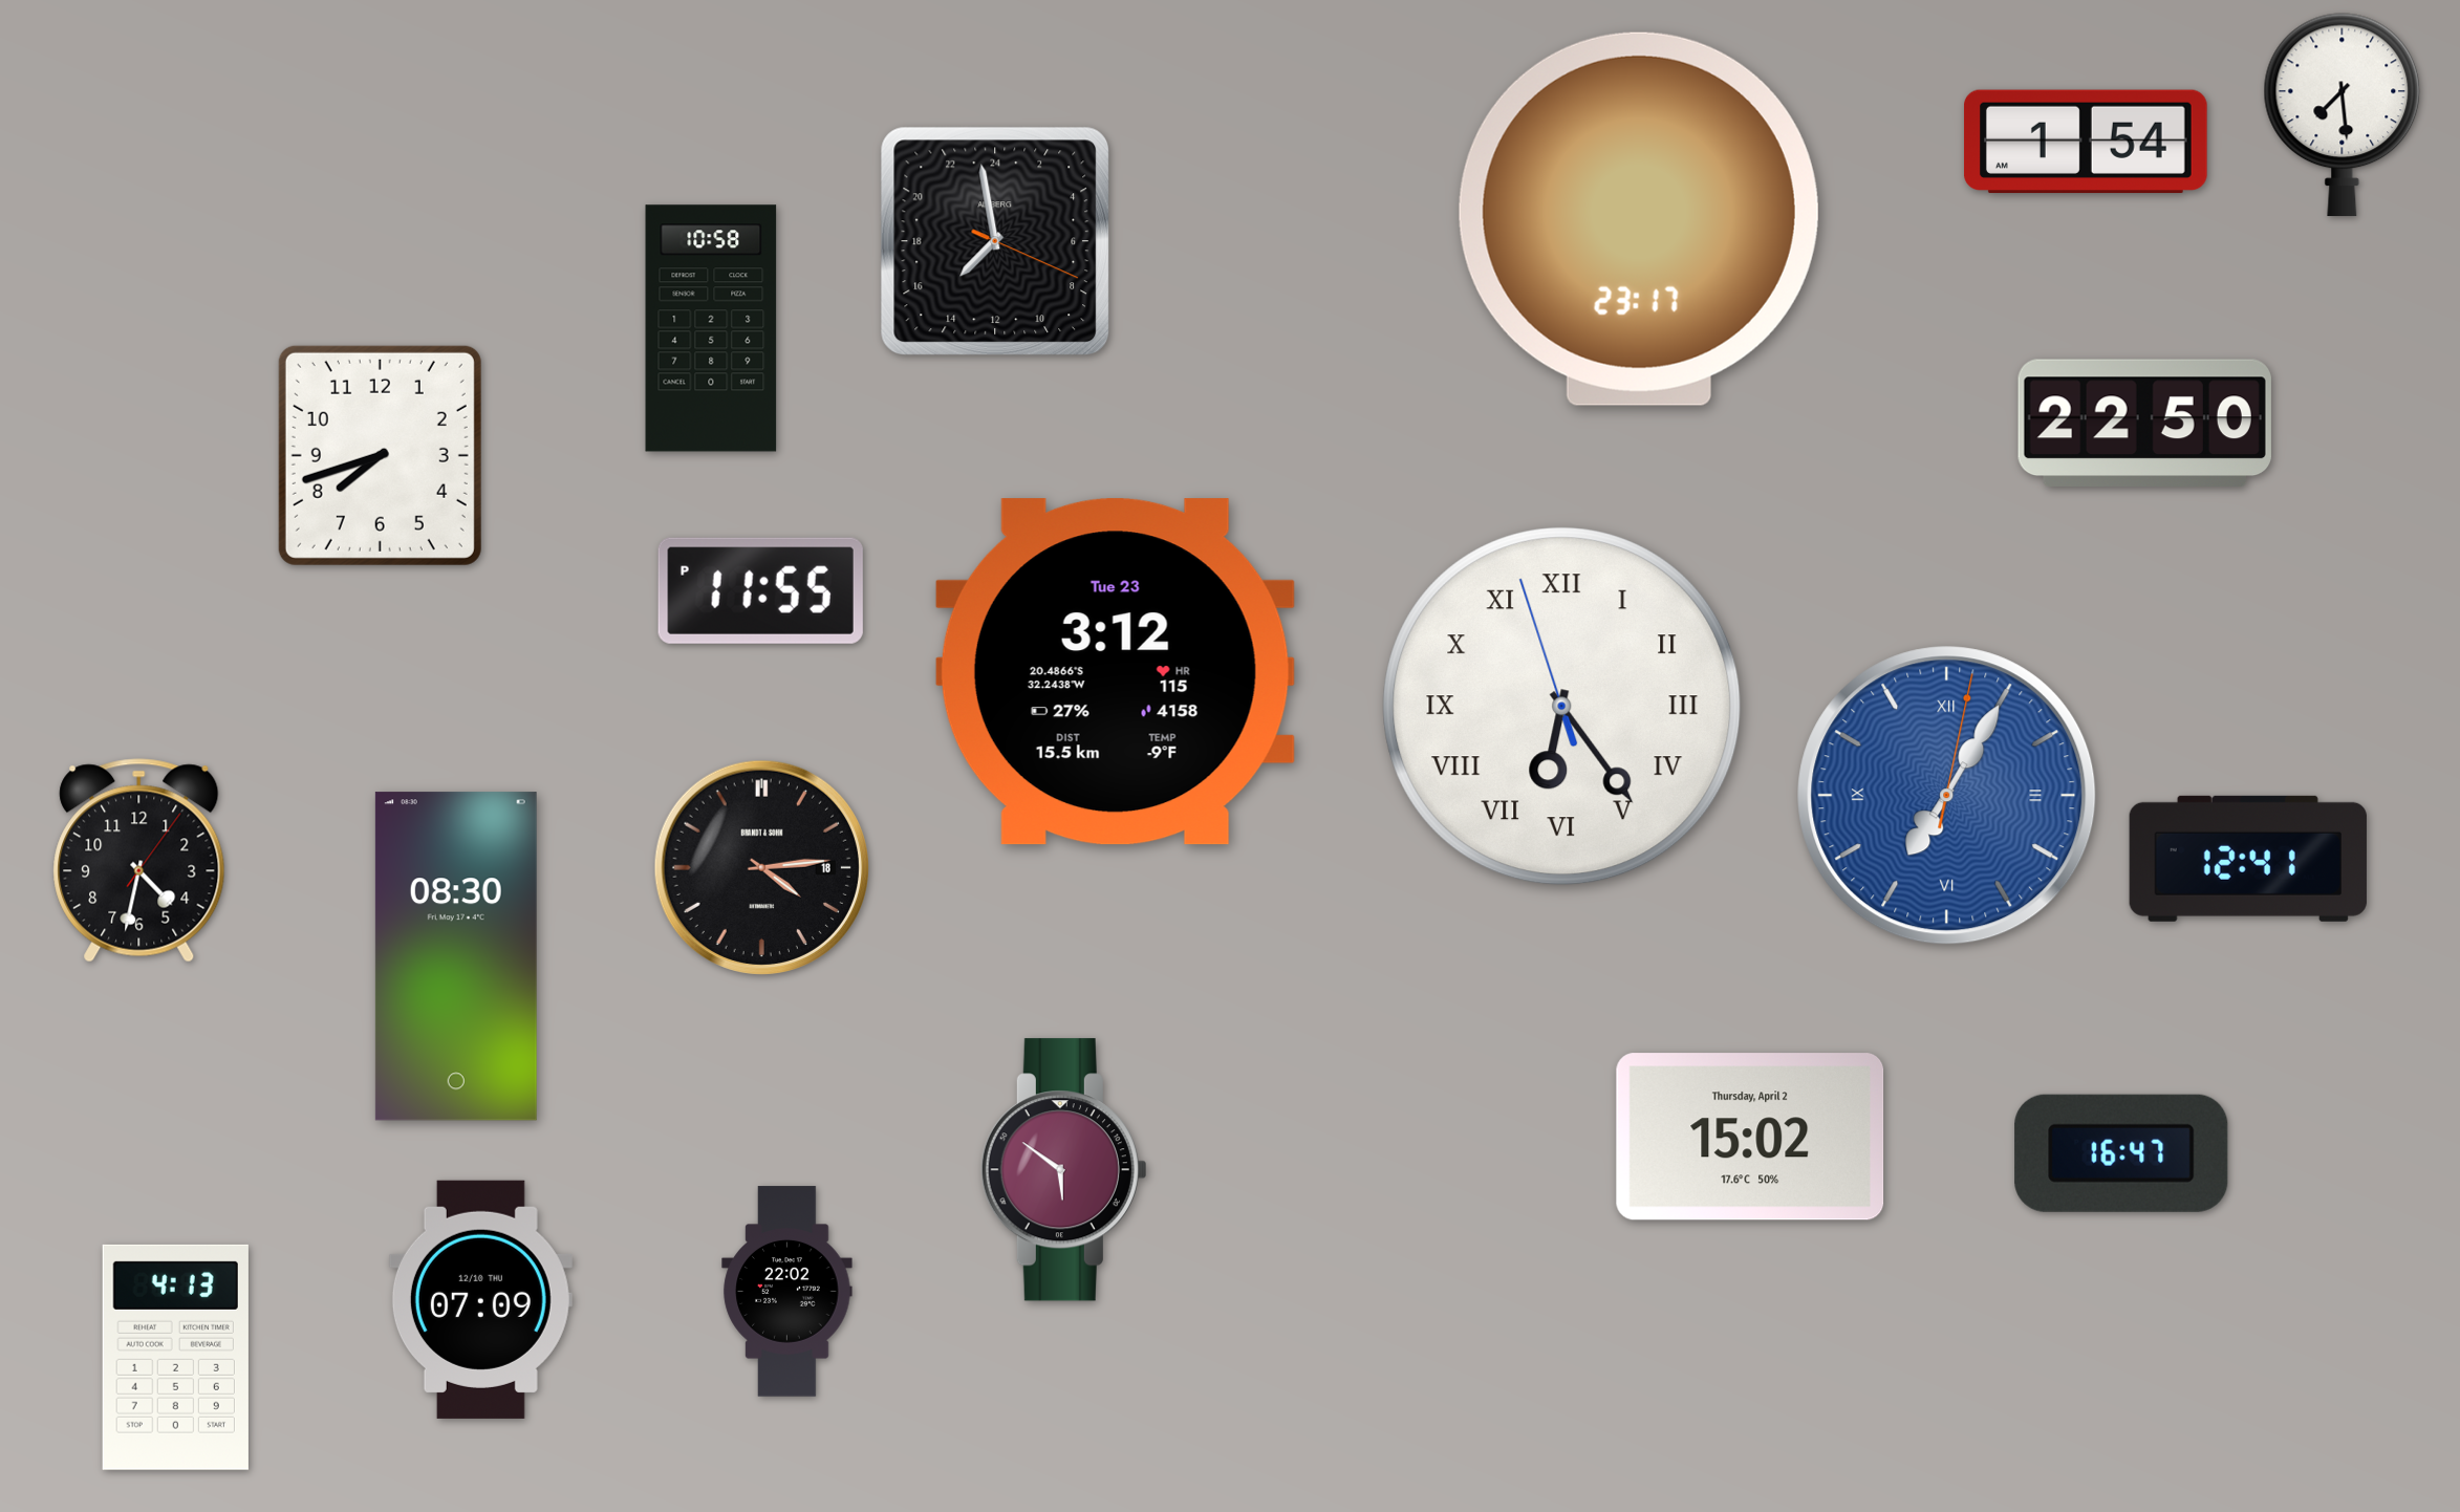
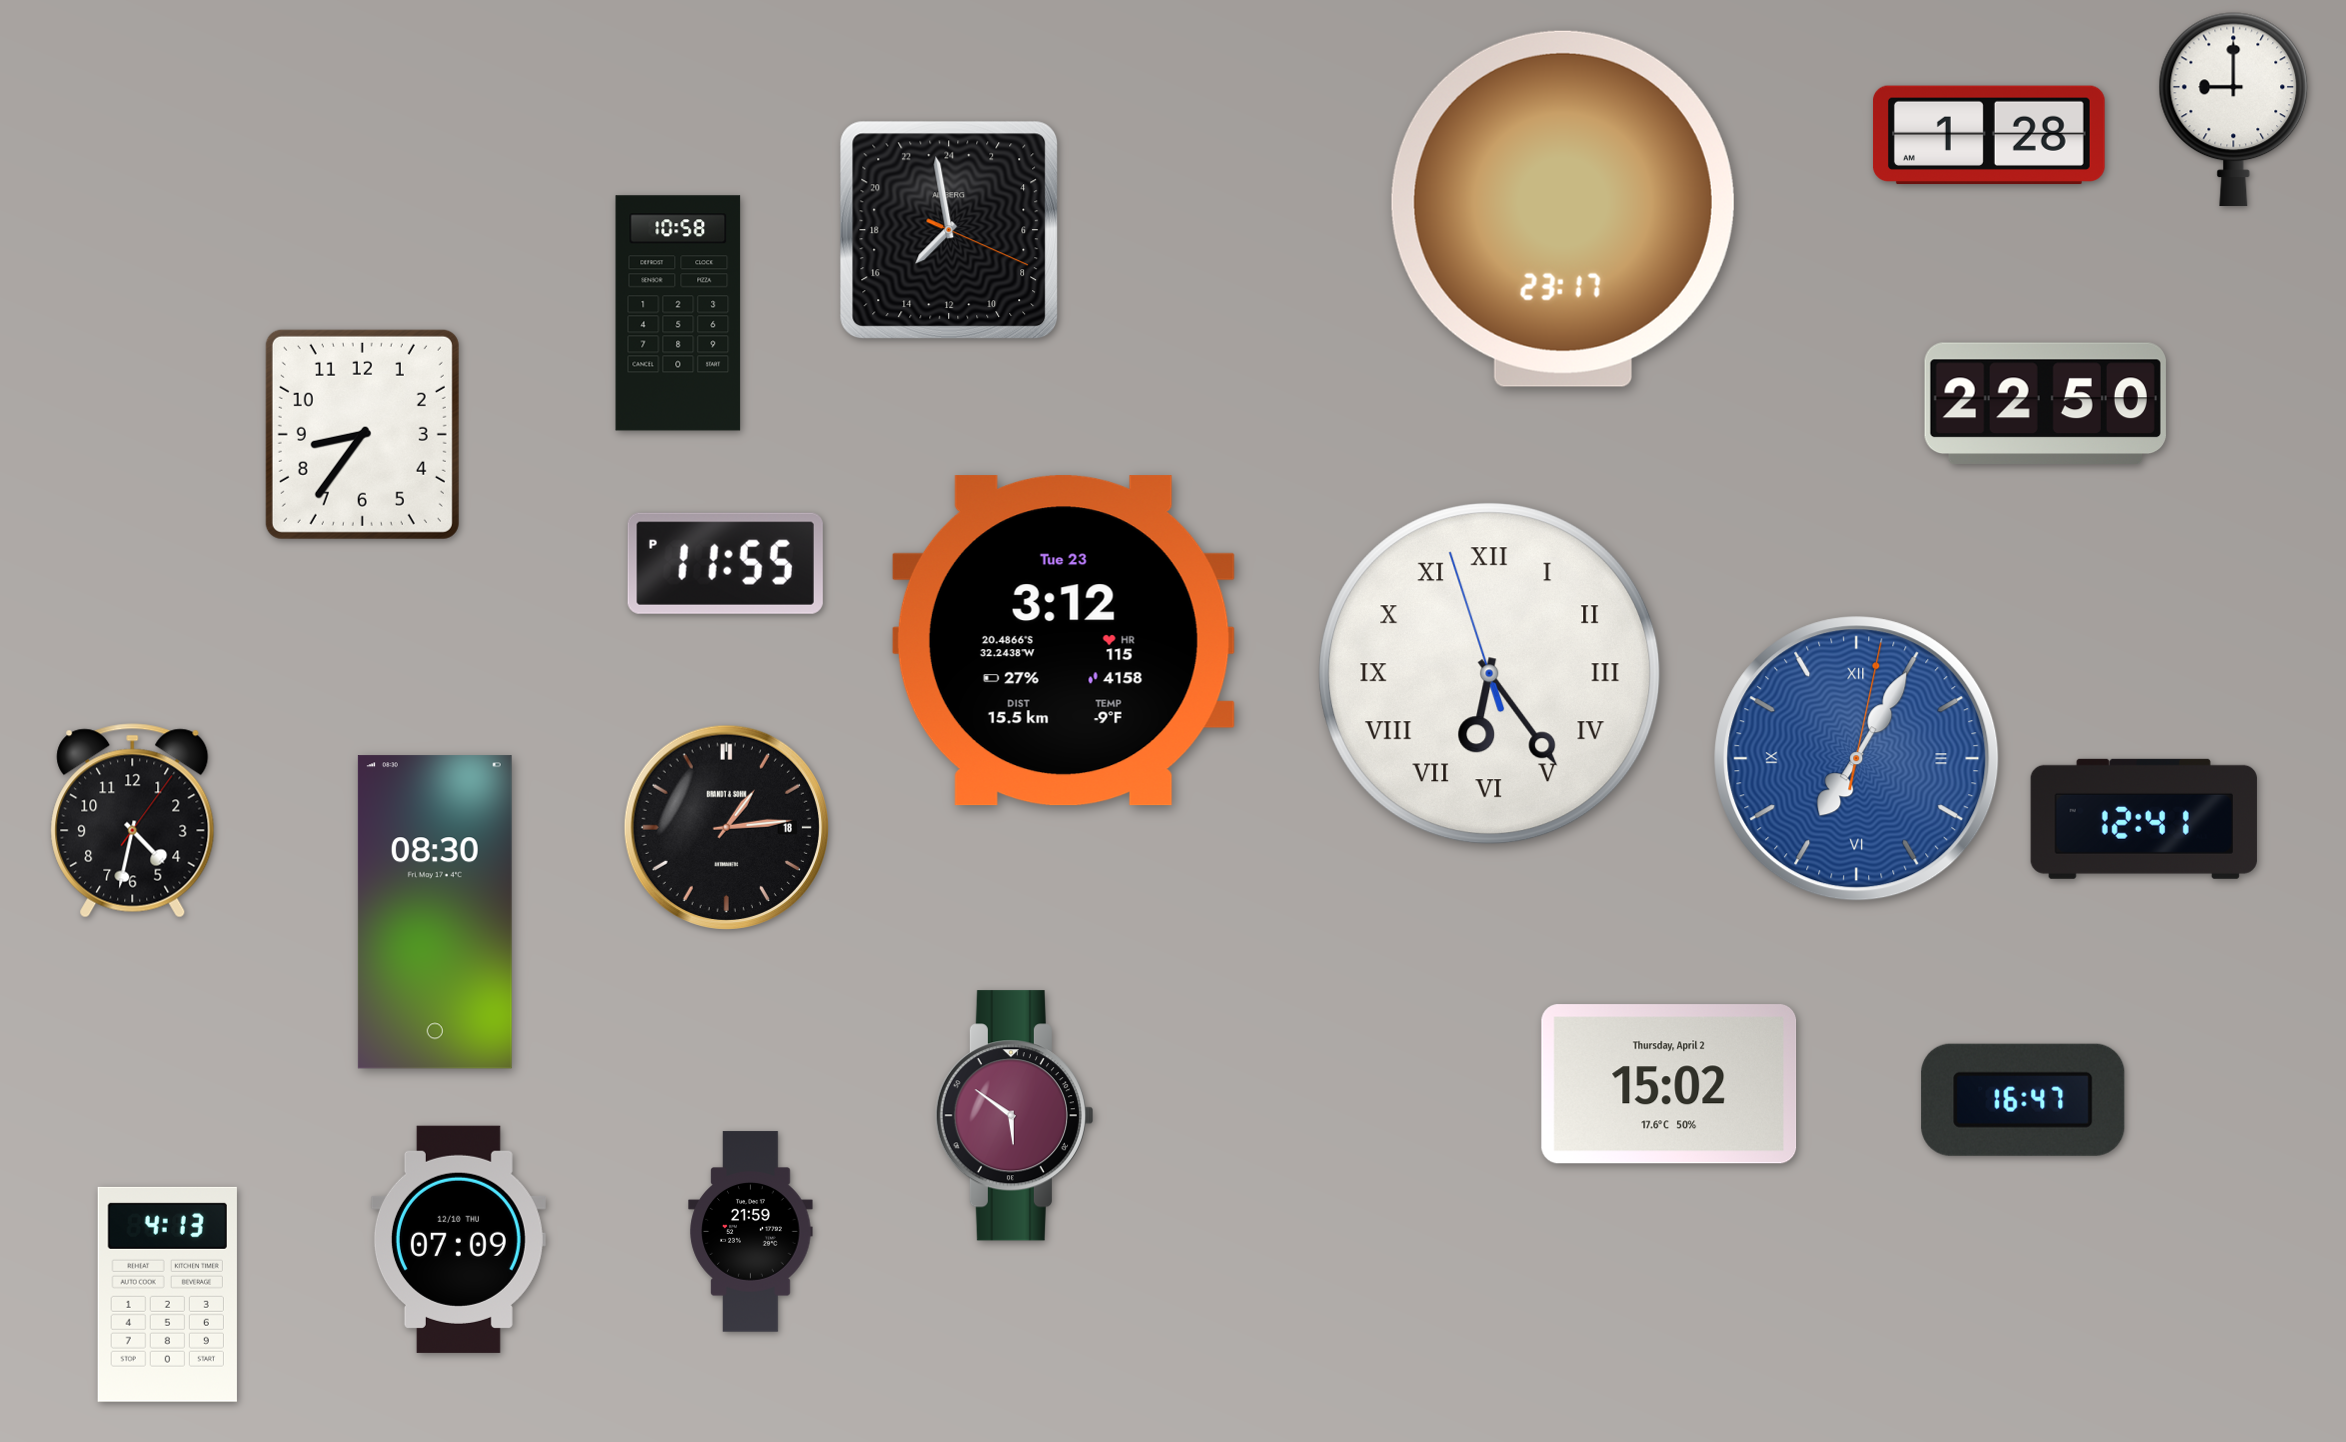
clock at (2343, 115): 7:29 -> 9:00
clock at (2087, 142): 1:54 -> 1:28
clock at (380, 455): 7:42 -> 8:36
clock at (761, 867): 4:14 -> 1:14
clock at (787, 1292): 22:02 -> 21:59
